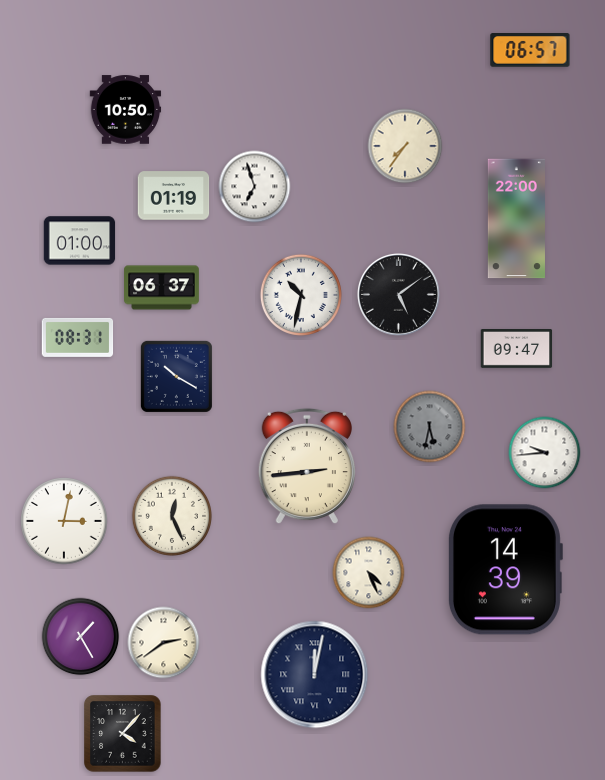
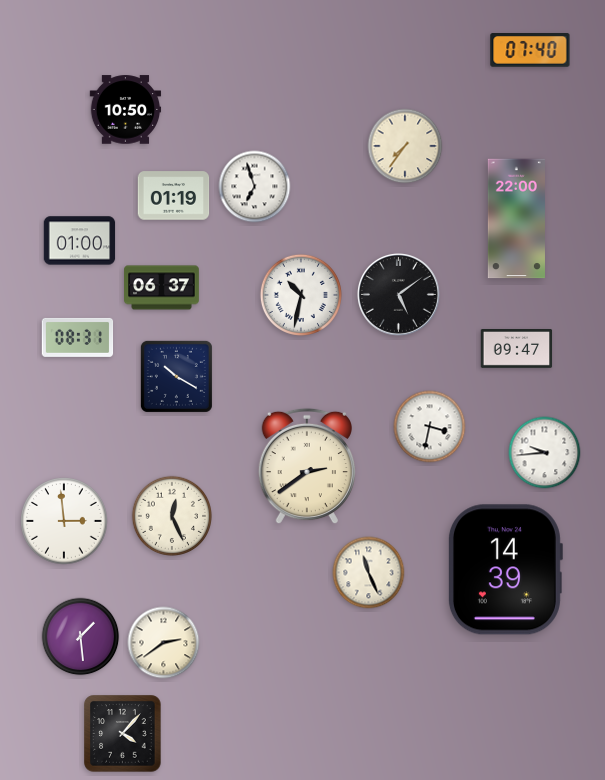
clock at (530, 50): 06:57 -> 07:40
clock at (430, 427): 5:32 -> 3:32
clock at (430, 427) dial: grey -> white
clock at (307, 466): 2:44 -> 2:39
clock at (64, 521): 3:02 -> 2:59
clock at (369, 573): 4:26 -> 11:26
clock at (81, 637): 1:25 -> 1:29
clock at (315, 675): 12:02 -> none
